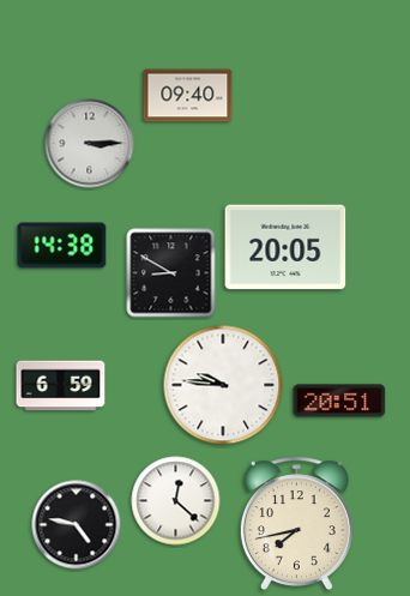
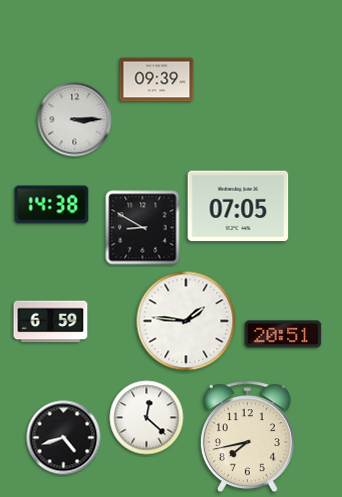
clock at (188, 96): 09:40 -> 09:39
clock at (285, 247): 20:05 -> 07:05
clock at (223, 385): 9:46 -> 1:46
clock at (77, 525): 4:47 -> 4:42
